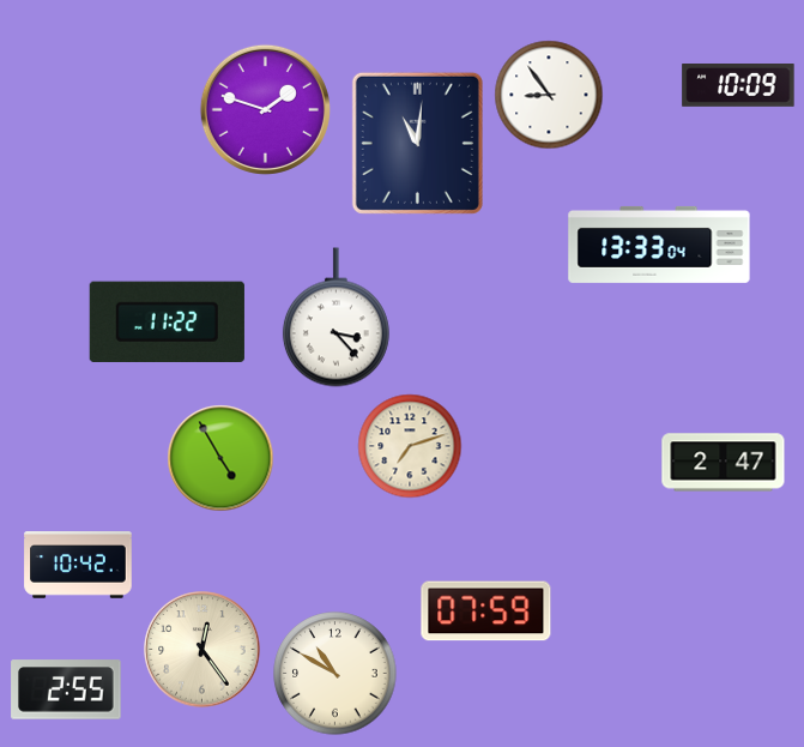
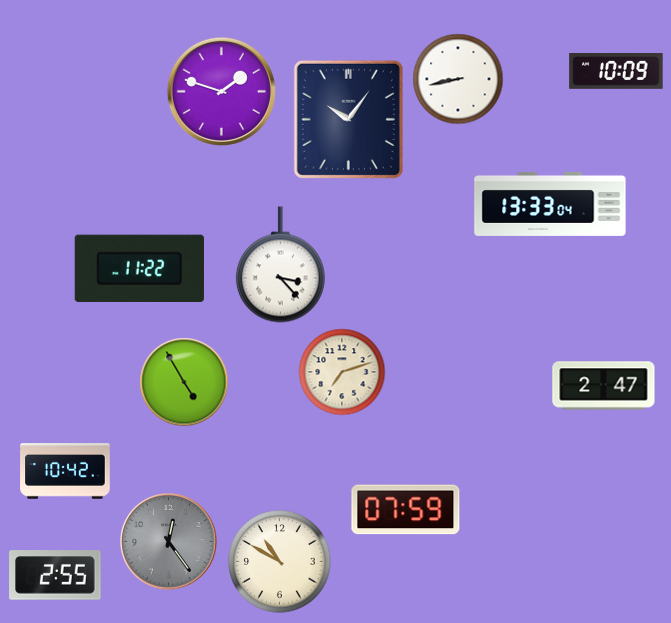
clock at (549, 95): 8:54 -> 8:43
clock at (417, 143): 11:01 -> 10:06
clock at (202, 650) dial: cream -> grey
